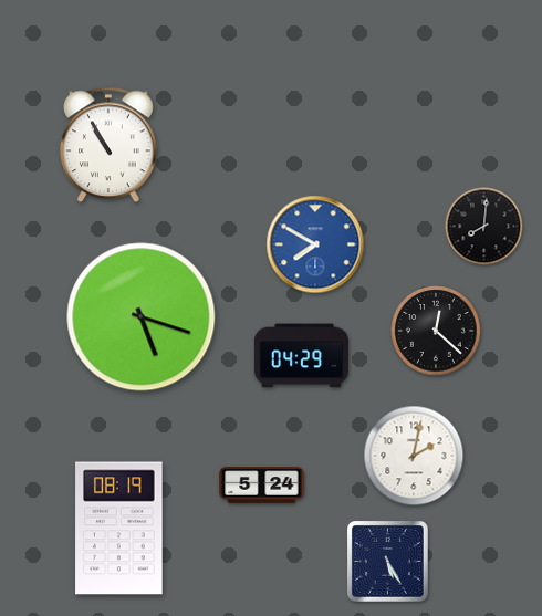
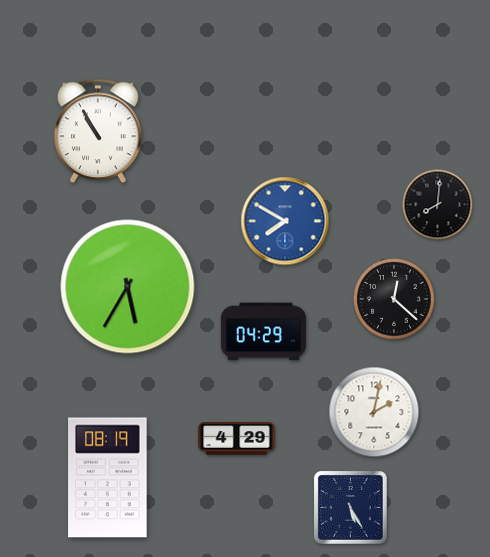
clock at (142, 317): 5:18 -> 5:35
clock at (301, 356) position: (301, 356) -> (263, 332)
clock at (262, 486): 5:24 -> 4:29
